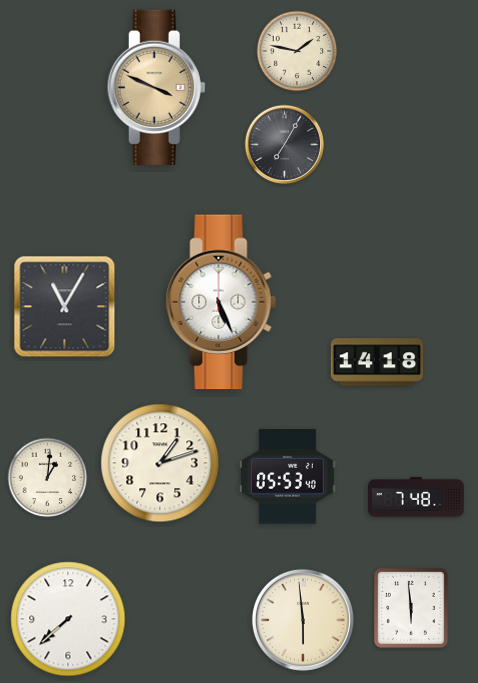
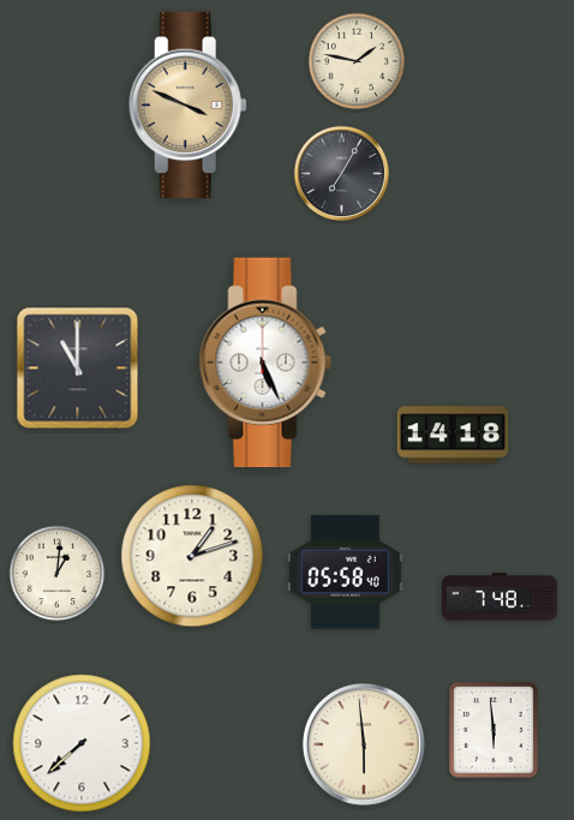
clock at (65, 307): 11:05 -> 11:00
clock at (287, 477): 05:53 -> 05:58
